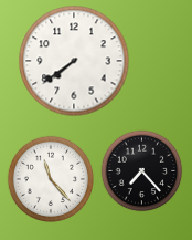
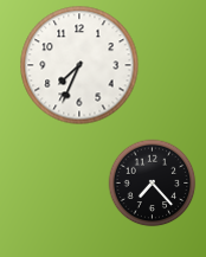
clock at (74, 61): 7:39 -> 7:34
clock at (51, 179): 11:23 -> none
